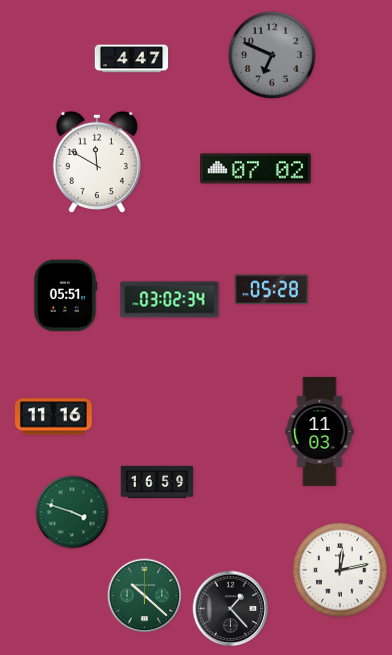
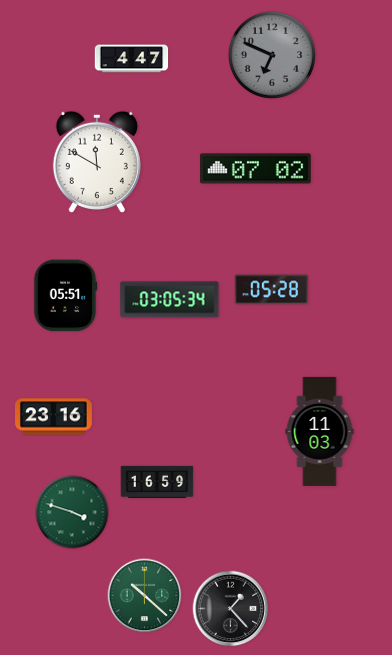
clock at (170, 300): 03:02 -> 03:05
clock at (54, 417): 11:16 -> 23:16
clock at (340, 570): 12:13 -> none
